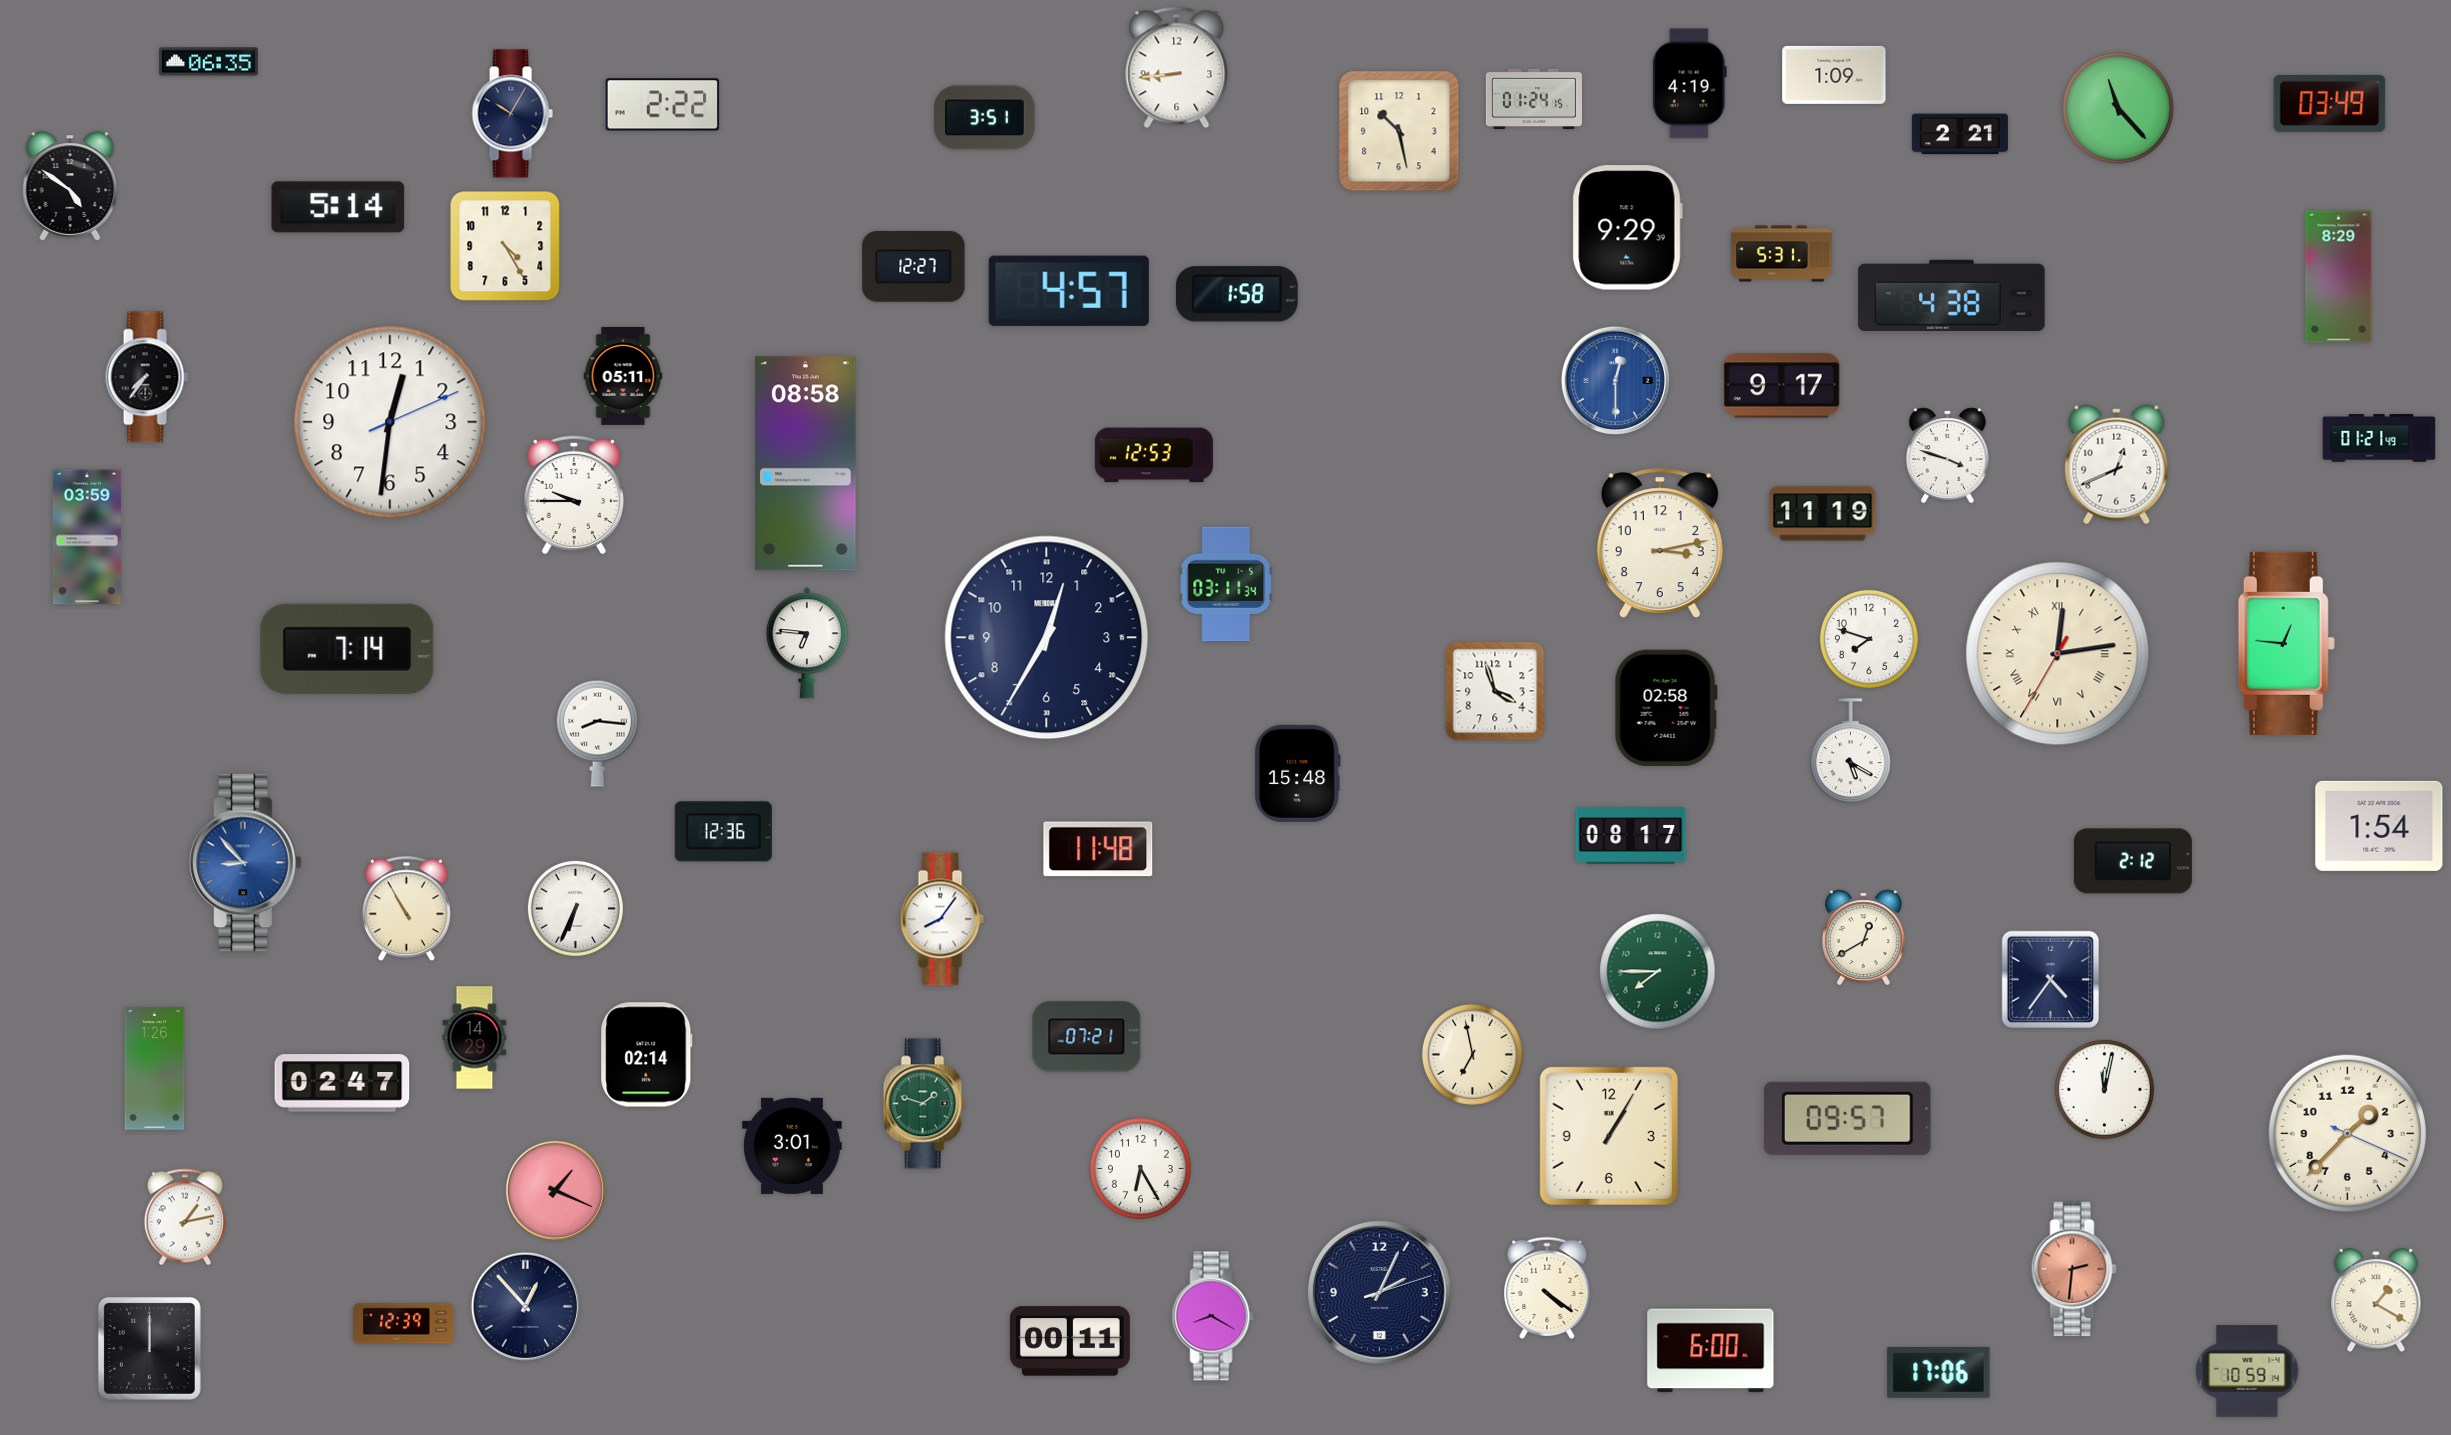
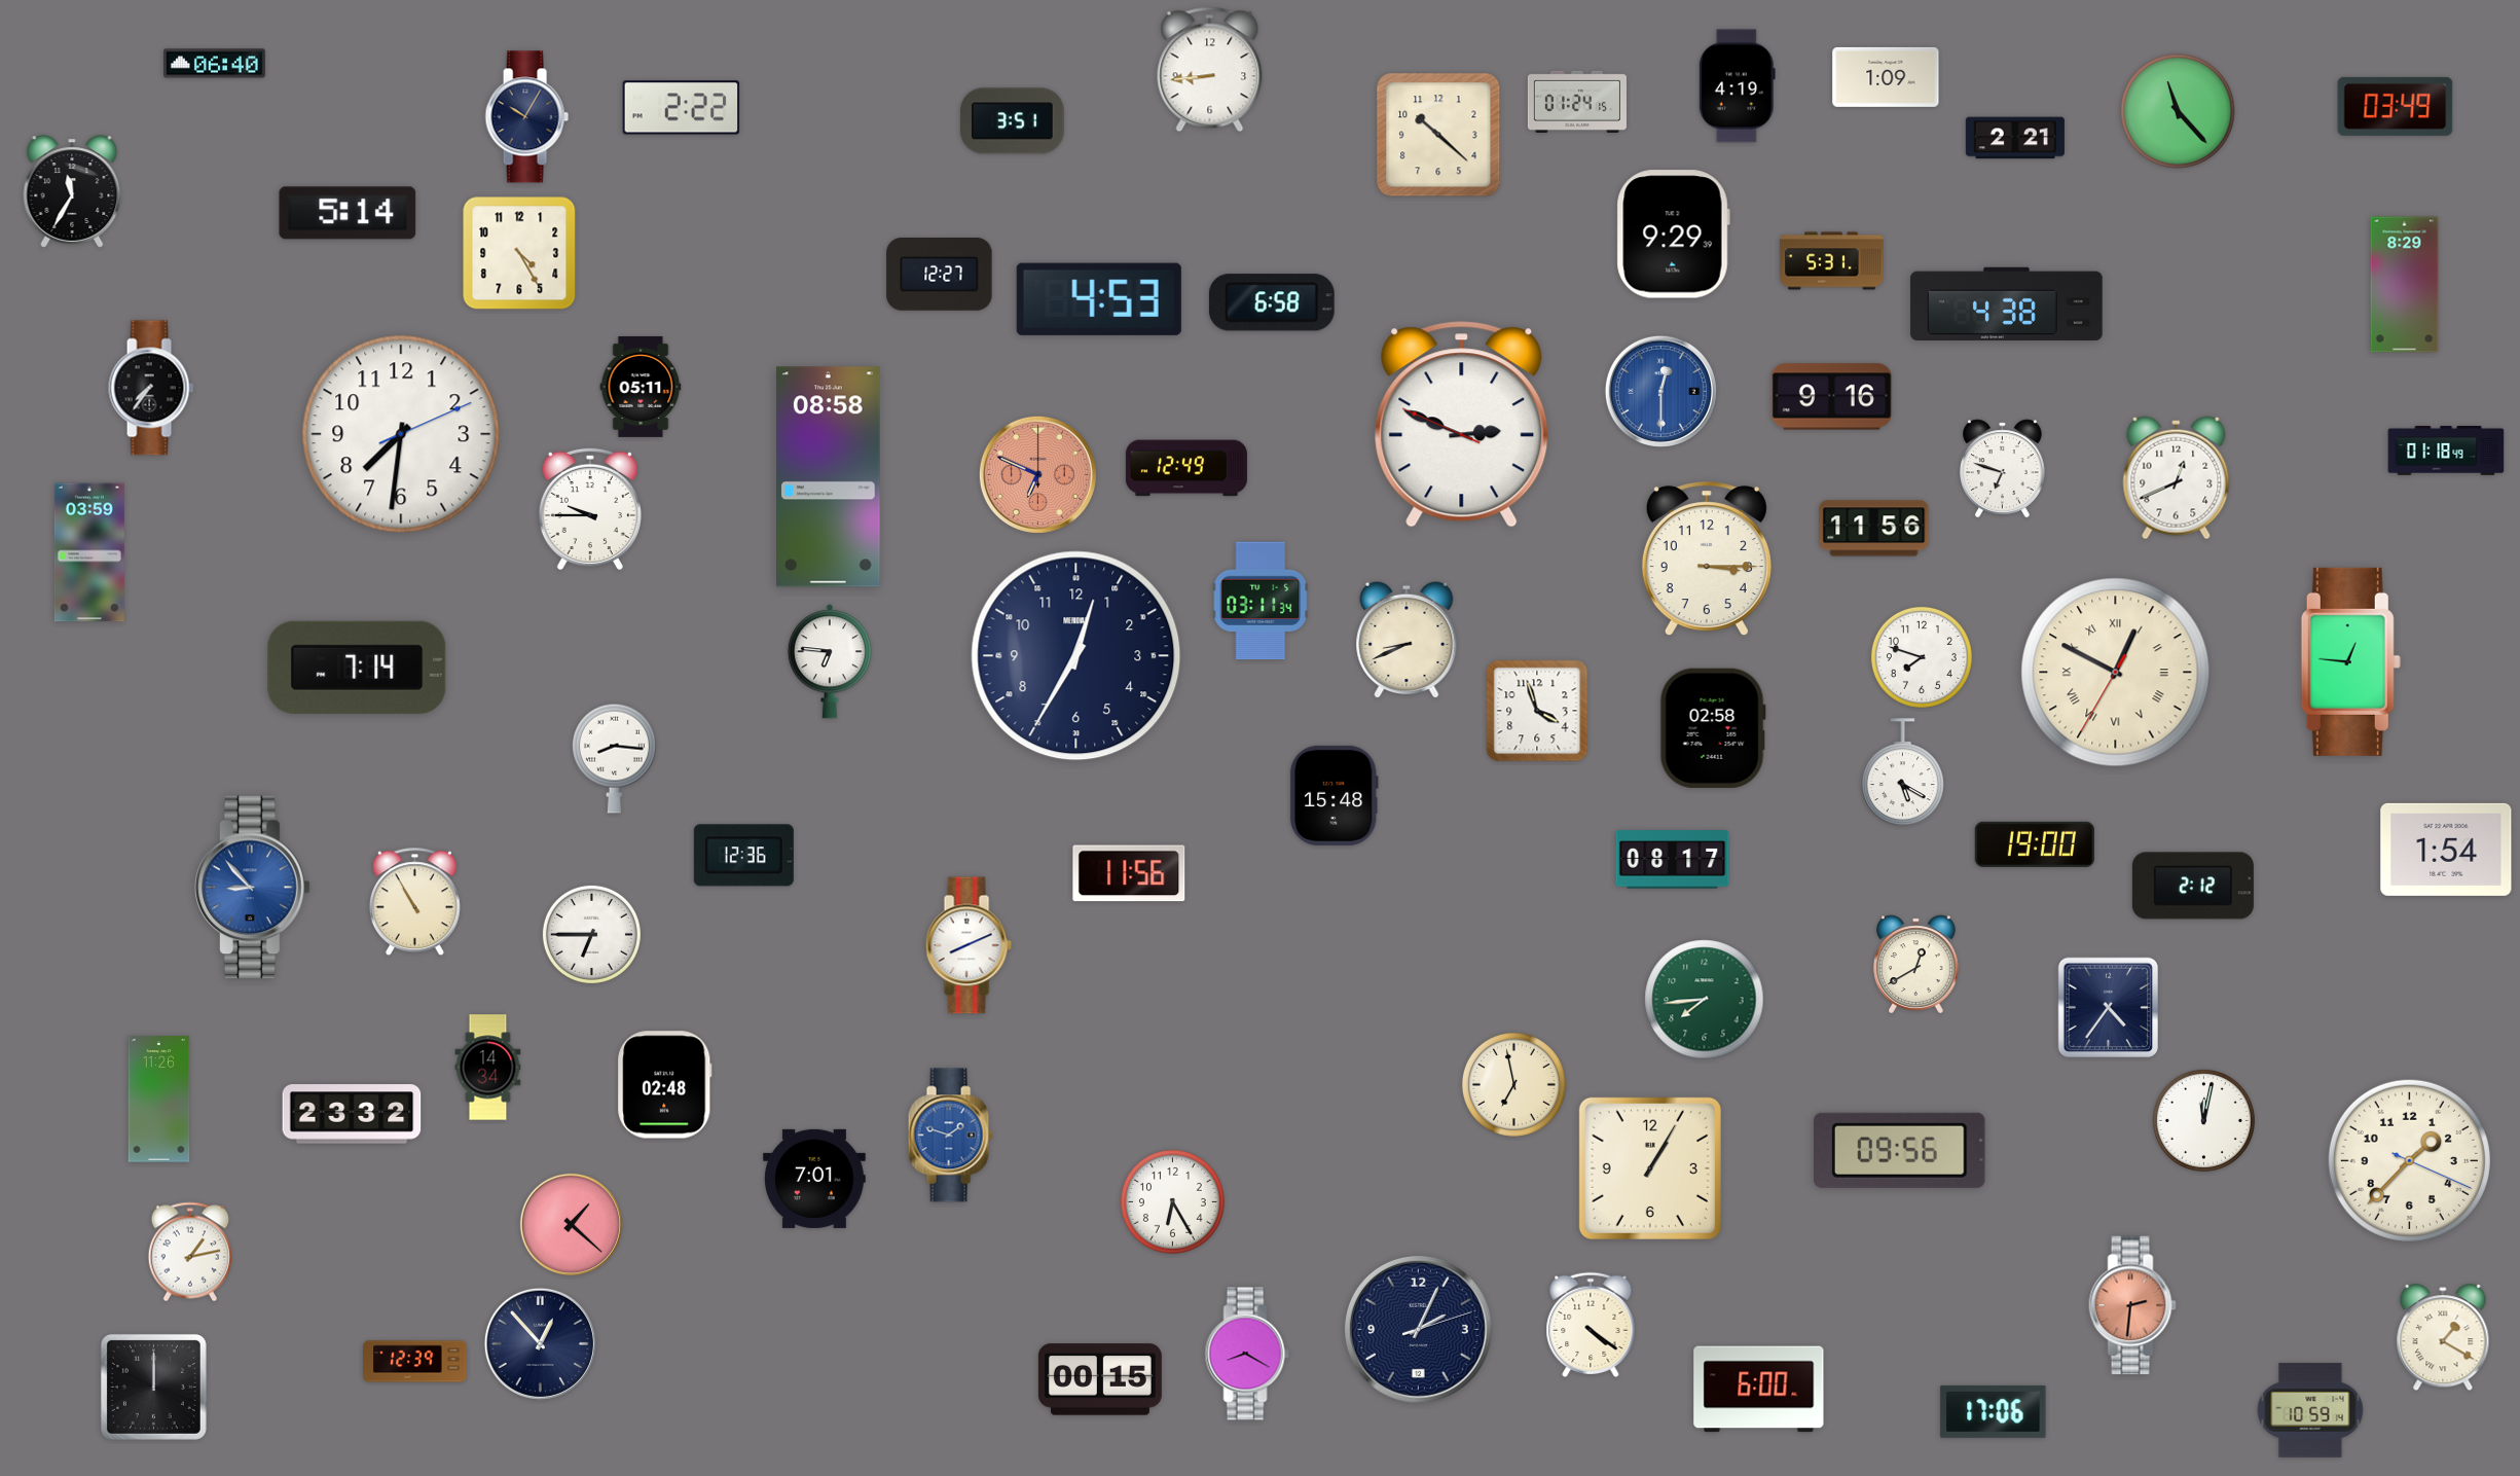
clock at (209, 62): 06:35 -> 06:40
clock at (1399, 131): 10:28 -> 10:22
clock at (70, 186): 4:51 -> 11:35
clock at (1069, 291): 4:57 -> 4:53
clock at (1237, 294): 1:58 -> 6:58
clock at (1781, 386): 9:17 -> 9:16
clock at (1462, 425): none -> 2:48
clock at (390, 422): 12:31 -> 7:31
clock at (2379, 438): 01:21 -> 01:18
clock at (1154, 455): 12:53 -> 12:49
clock at (1948, 456): 3:48 -> 6:48
clock at (1037, 474): none -> 6:49
clock at (1823, 514): 11:19 -> 11:56
clock at (1660, 544): 3:13 -> 3:15
clock at (1407, 640): none -> 8:41
clock at (2058, 654): 12:13 -> 12:49
clock at (598, 733) position: (598, 733) -> (615, 758)
clock at (2035, 844): none -> 19:00
clock at (1631, 836) position: (1631, 836) -> (1673, 860)
clock at (1098, 849): 11:48 -> 11:56
clock at (575, 908): 6:34 -> 6:45
clock at (406, 909) position: (406, 909) -> (414, 902)
clock at (942, 919): 8:06 -> 8:11
clock at (1658, 972): 7:45 -> 7:44
clock at (1087, 1037): 07:21 -> none
clock at (475, 1038): 14:29 -> 14:34
clock at (647, 1055): 02:14 -> 02:48
clock at (155, 1069): 1:26 -> 11:26
clock at (342, 1083): 02:47 -> 23:32
clock at (2104, 1089) position: (2104, 1089) -> (2203, 1120)
clock at (924, 1104) dial: green -> blue
clock at (1848, 1118): 09:57 -> 09:56
clock at (2347, 1133) position: (2347, 1133) -> (2409, 1160)
clock at (1609, 1136) position: (1609, 1136) -> (1650, 1168)
clock at (792, 1146): 3:01 -> 7:01
clock at (555, 1190): 1:19 -> 1:22
clock at (1070, 1341): 00:11 -> 00:15
